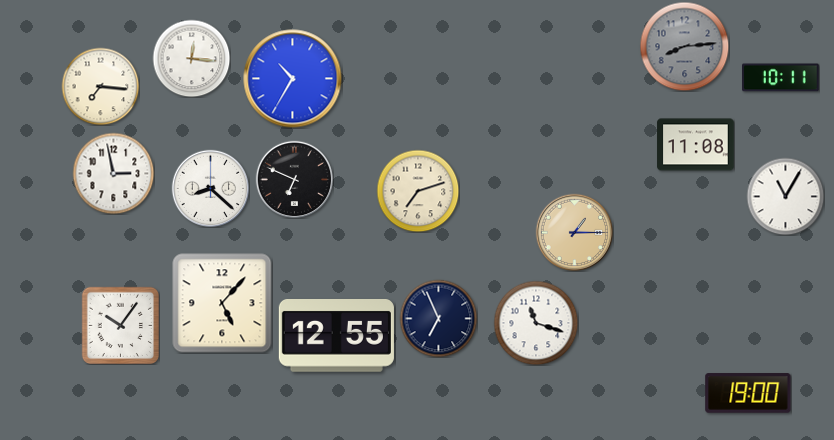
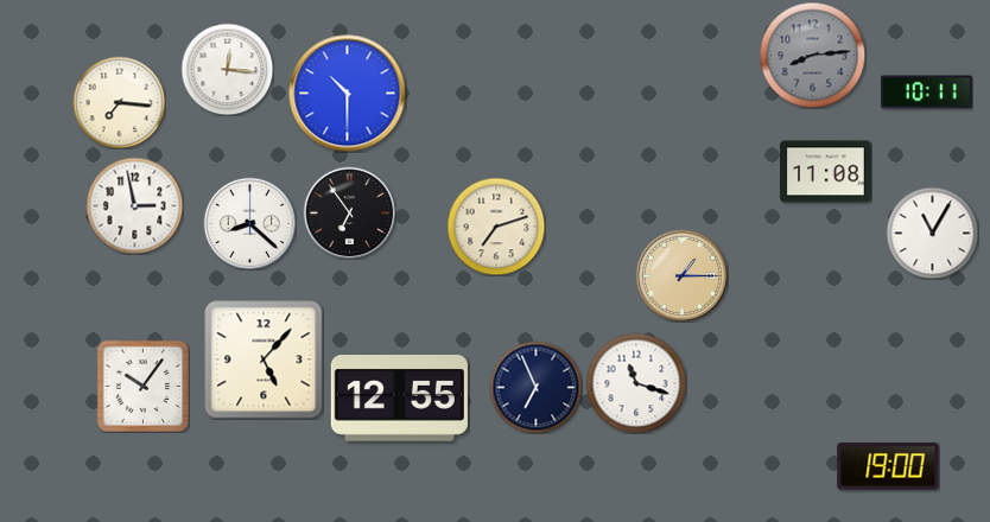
clock at (293, 79): 10:35 -> 10:30
clock at (294, 179): 6:49 -> 6:54
clock at (438, 318) position: (438, 318) -> (535, 387)
